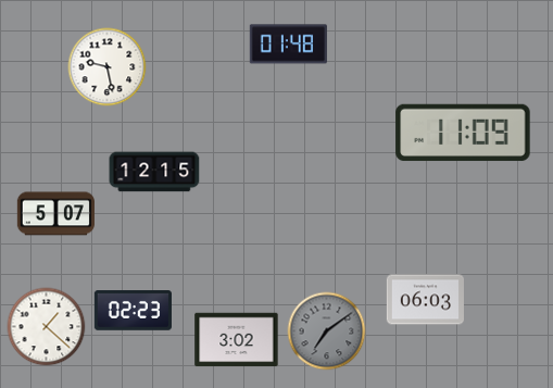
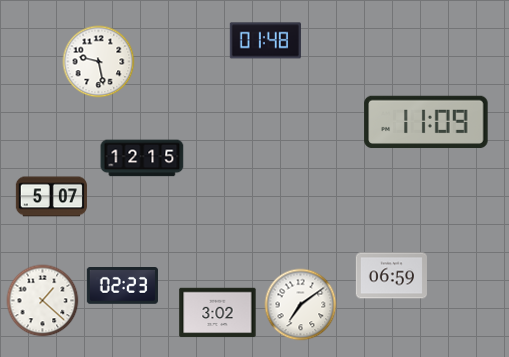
clock at (425, 300): 06:03 -> 06:59
clock at (327, 331) dial: grey -> white
